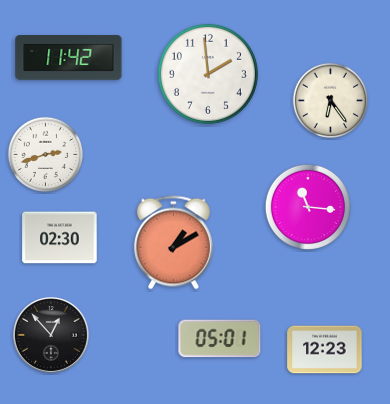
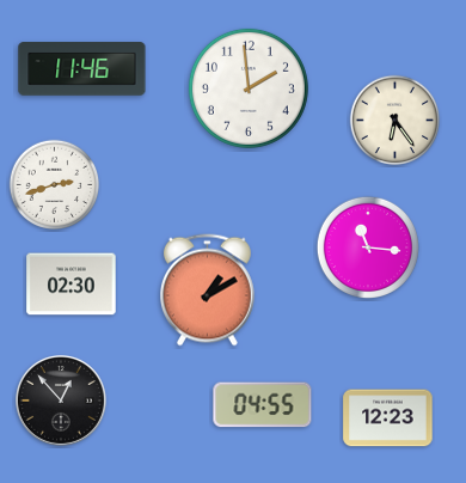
clock at (69, 58): 11:42 -> 11:46
clock at (220, 339): 05:01 -> 04:55
